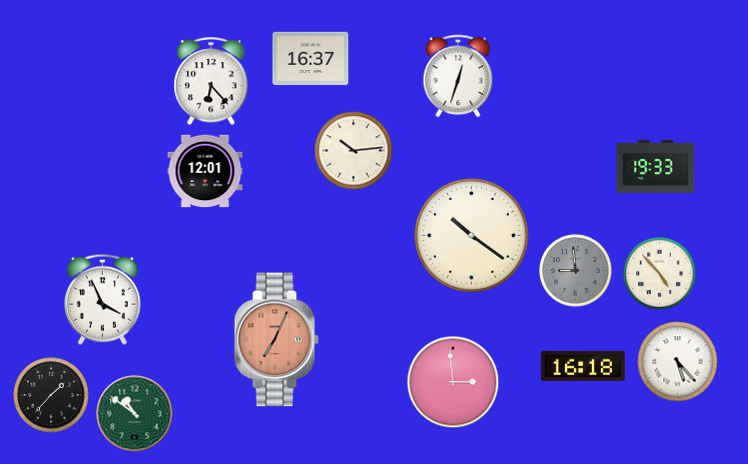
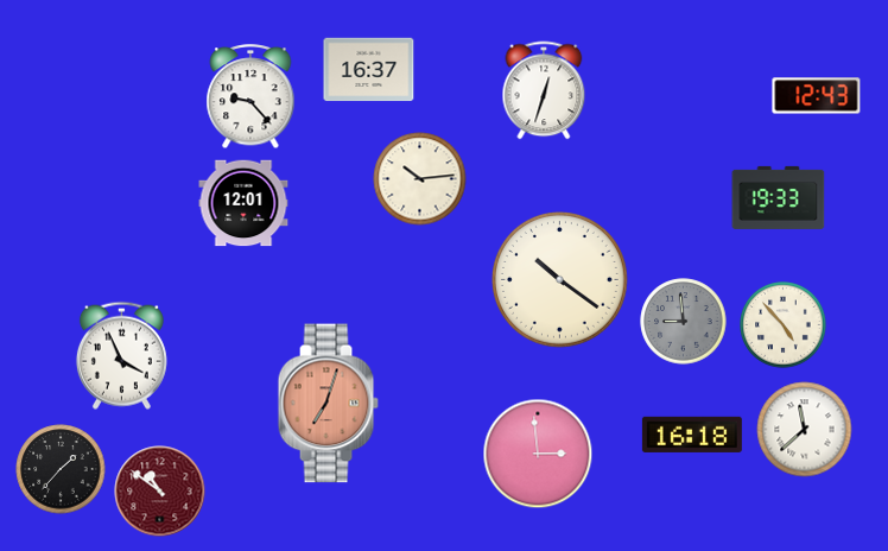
clock at (817, 96): none -> 12:43
clock at (211, 82): 6:23 -> 9:23
clock at (276, 340): 7:04 -> 7:03
clock at (678, 362): 5:23 -> 11:38
clock at (135, 414) dial: green -> burgundy
